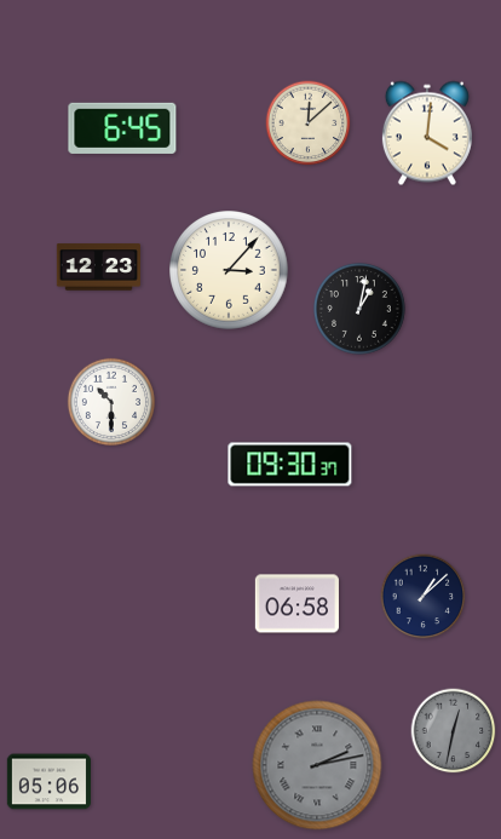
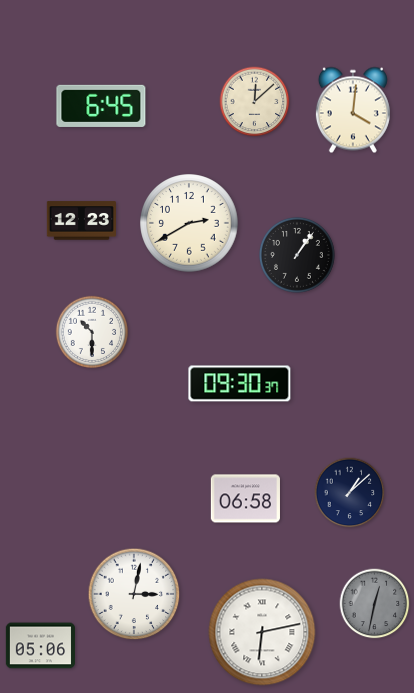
clock at (229, 270): 3:07 -> 2:40
clock at (361, 310): 1:02 -> 1:06
clock at (134, 594): none -> 3:02
clock at (317, 765): 2:13 -> 6:13
clock at (317, 765) dial: grey -> white
